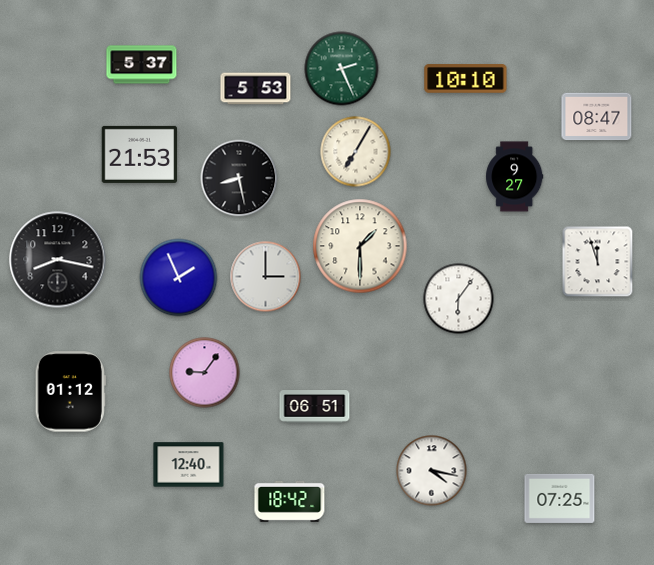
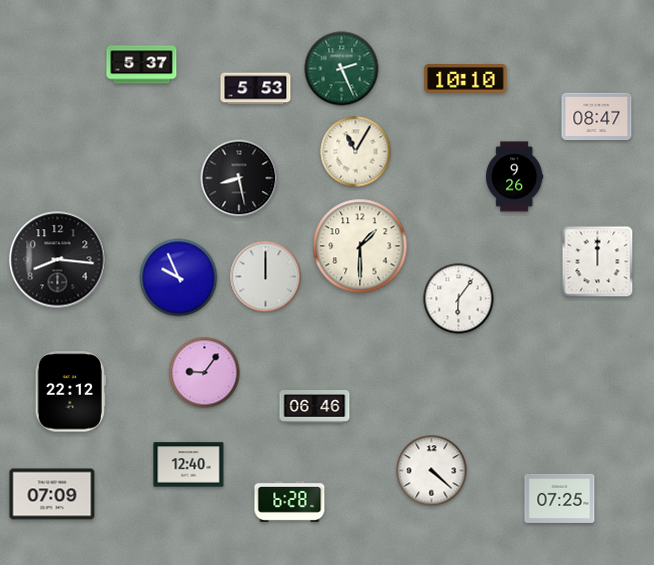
clock at (356, 152): 7:05 -> 11:05
clock at (140, 154): 21:53 -> none
clock at (515, 177): 9:27 -> 9:26
clock at (58, 260): 8:17 -> 8:16
clock at (598, 262): 11:57 -> 12:00
clock at (266, 277): 3:00 -> 12:00
clock at (179, 278): 1:56 -> 9:56
clock at (70, 392): 01:12 -> 22:12
clock at (315, 407): 06:51 -> 06:46
clock at (432, 471): 4:17 -> 4:22
clock at (52, 494): none -> 07:09
clock at (290, 501): 18:42 -> 6:28
